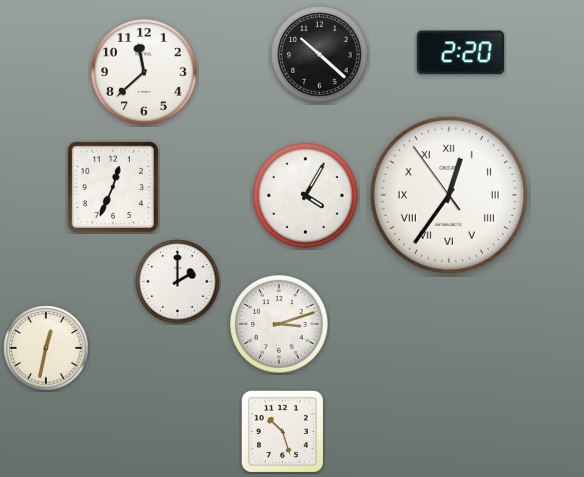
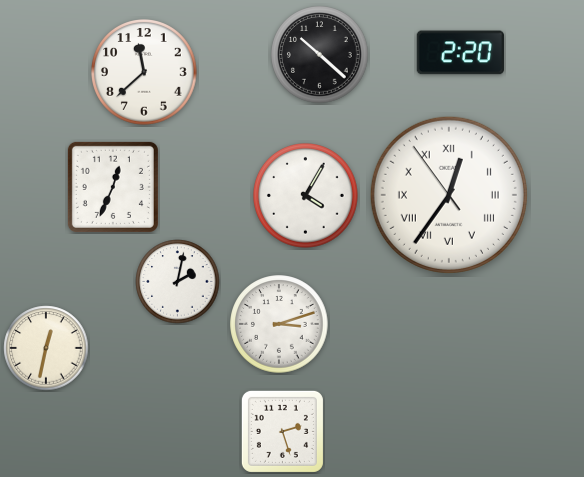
clock at (178, 282): 2:00 -> 2:02
clock at (282, 431): 10:27 -> 2:27
